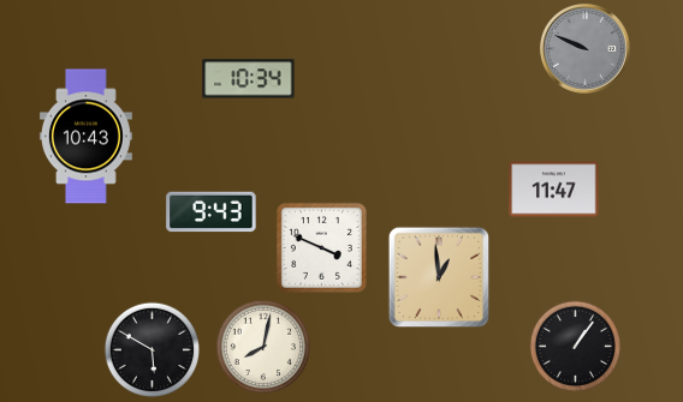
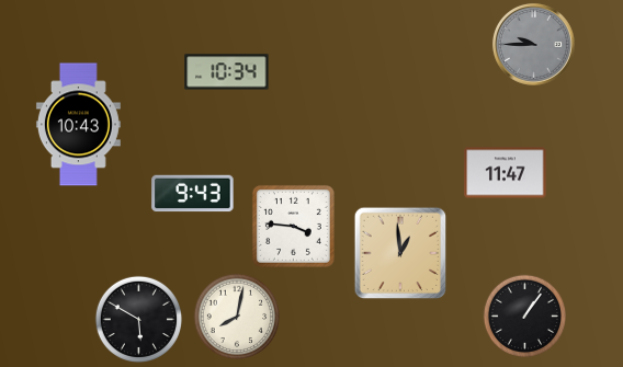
clock at (584, 48): 9:49 -> 9:45
clock at (321, 247): 3:49 -> 3:46
clock at (262, 346) position: (262, 346) -> (236, 316)
